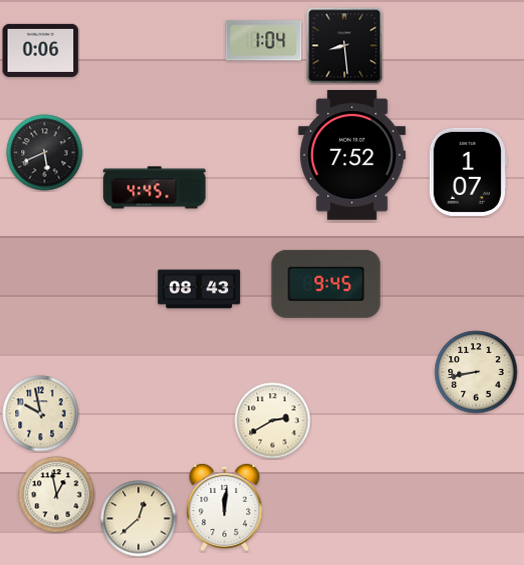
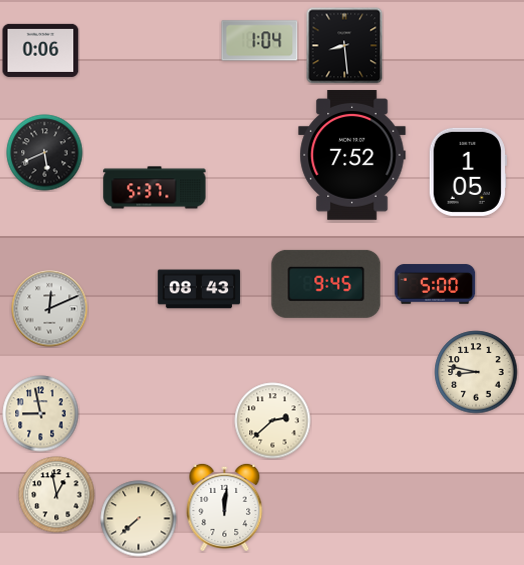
clock at (264, 41) position: (264, 41) -> (260, 41)
clock at (468, 172): 1:07 -> 1:05
clock at (155, 188): 4:45 -> 5:37
clock at (435, 284): none -> 5:00
clock at (50, 309): none -> 12:11
clock at (476, 372): 8:43 -> 8:47
clock at (41, 414): 9:58 -> 8:58
clock at (273, 421): 2:40 -> 2:38
clock at (139, 519): 12:38 -> 7:38
